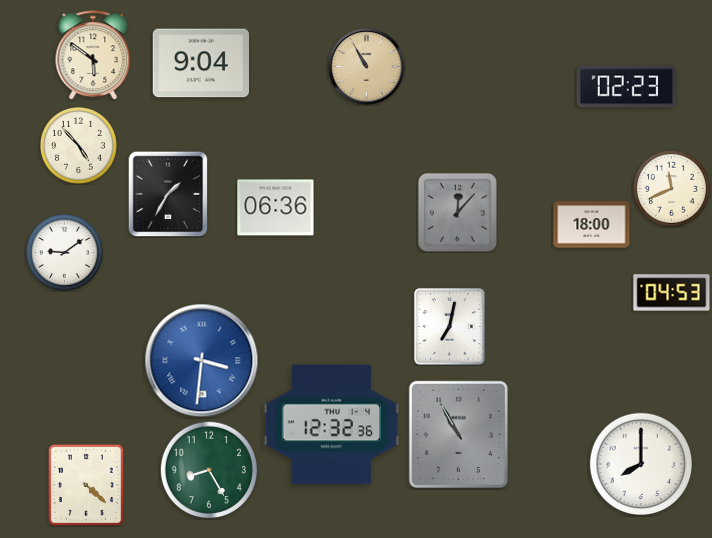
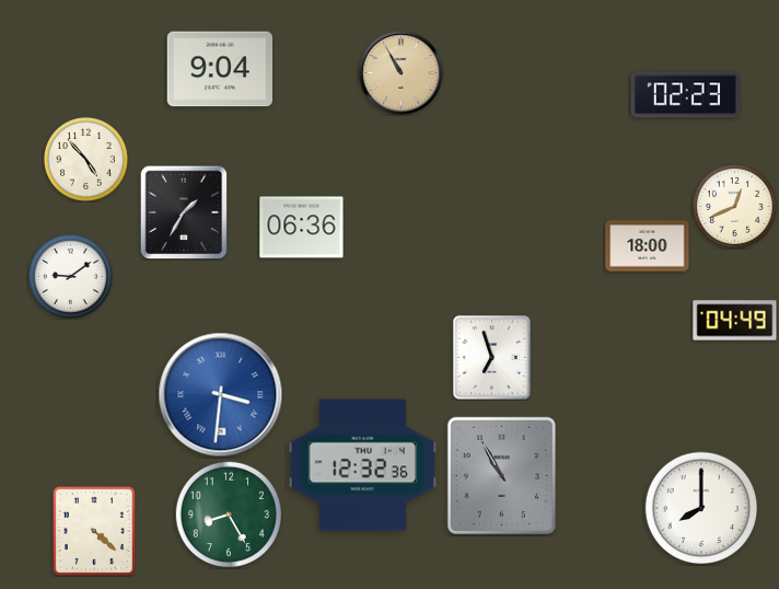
clock at (93, 55): 5:51 -> none
clock at (671, 188): 11:41 -> 12:41
clock at (457, 212): 12:07 -> none
clock at (672, 293): 04:53 -> 04:49
clock at (450, 327): 7:02 -> 6:57
